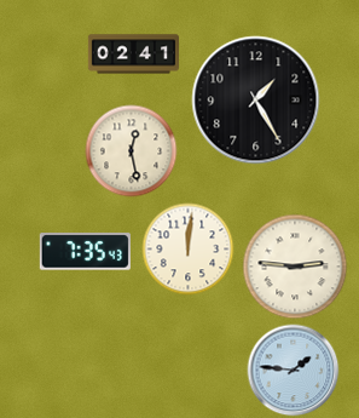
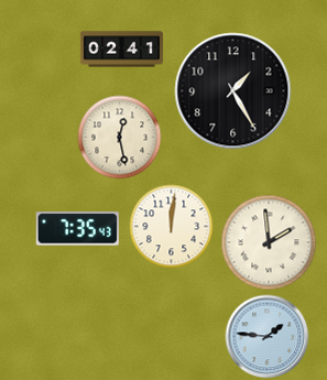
clock at (295, 267): 2:46 -> 1:59
